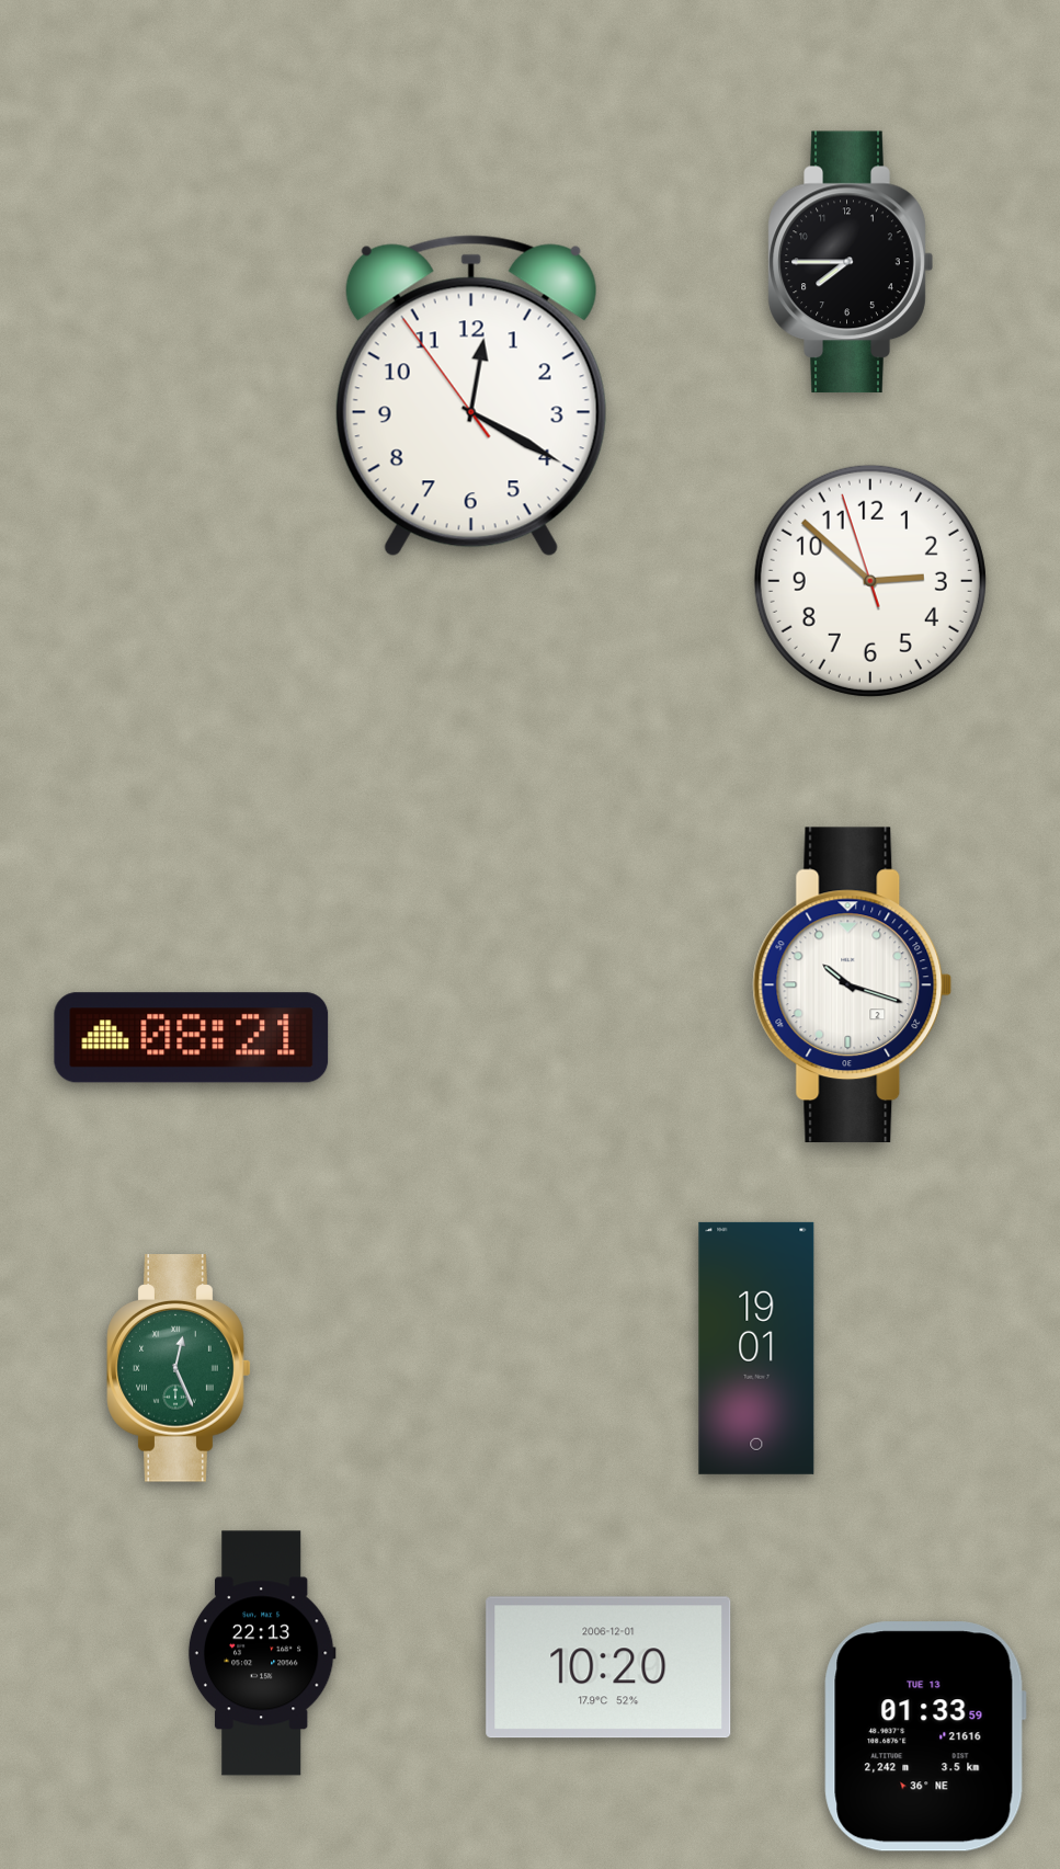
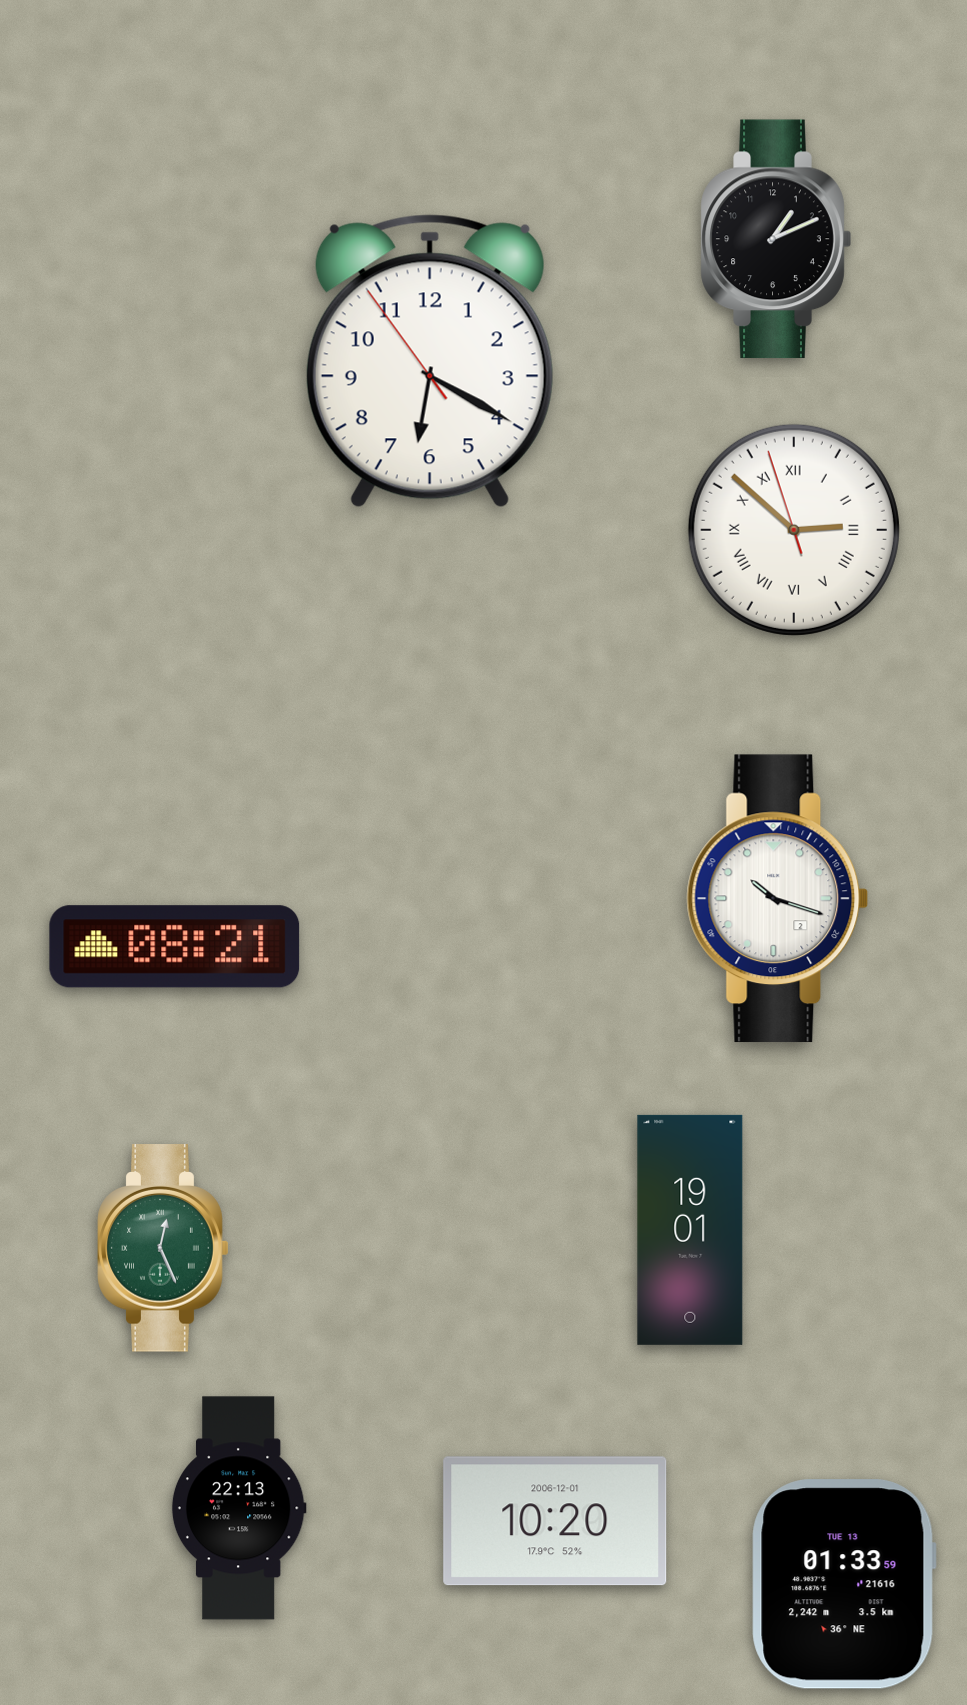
clock at (851, 262): 7:45 -> 1:11
clock at (471, 396): 12:19 -> 6:19
clock at (870, 581) numerals: Arabic -> Roman
